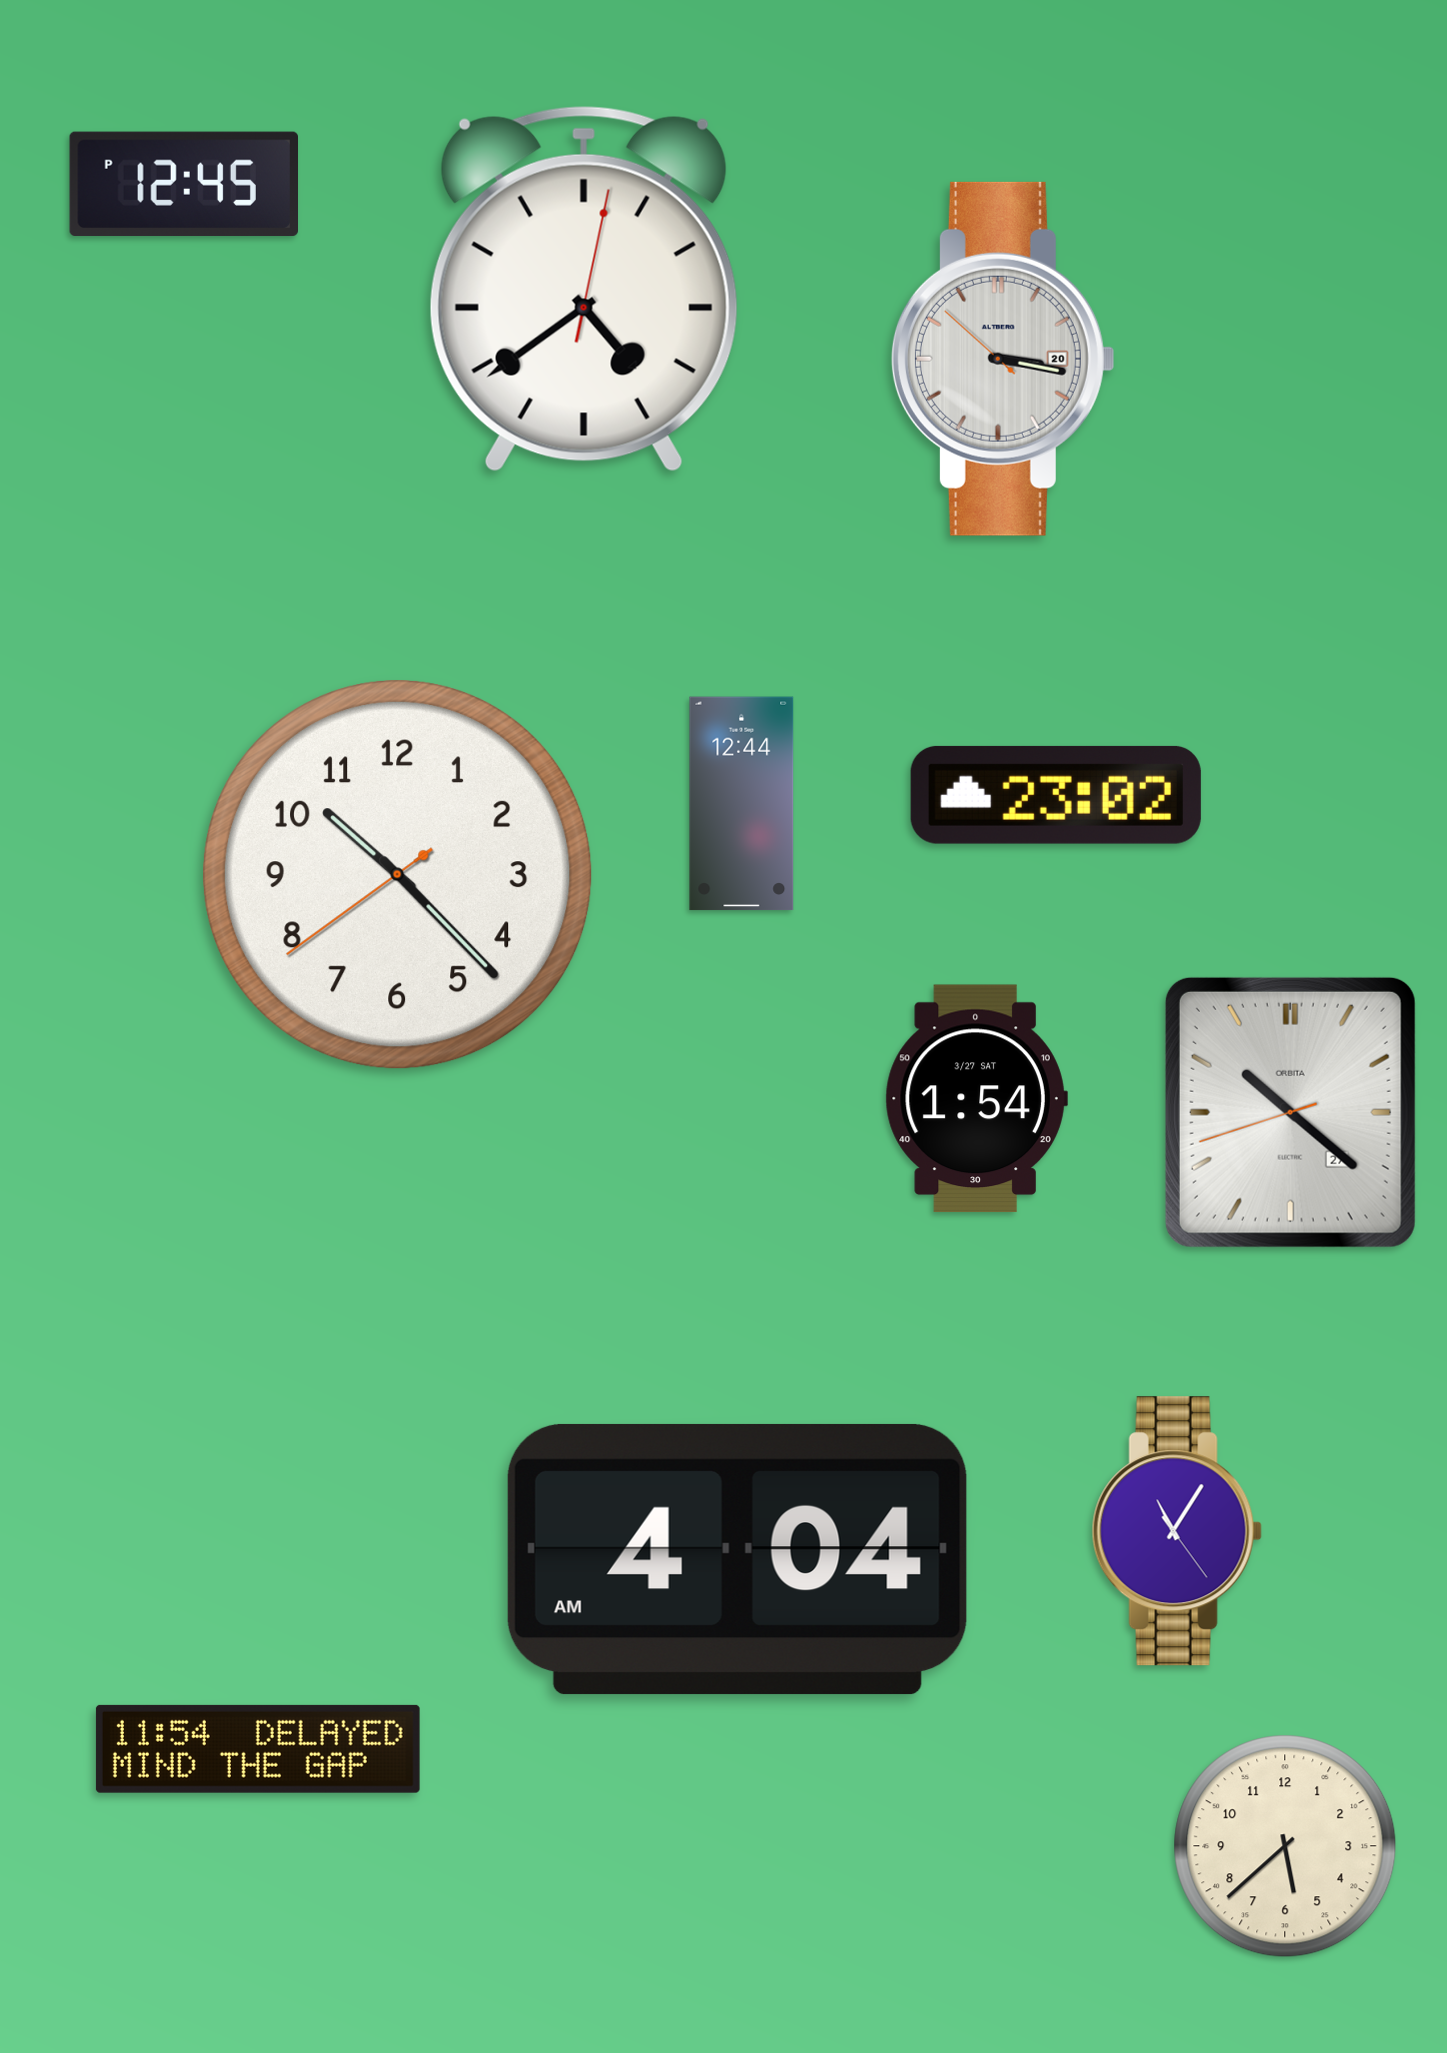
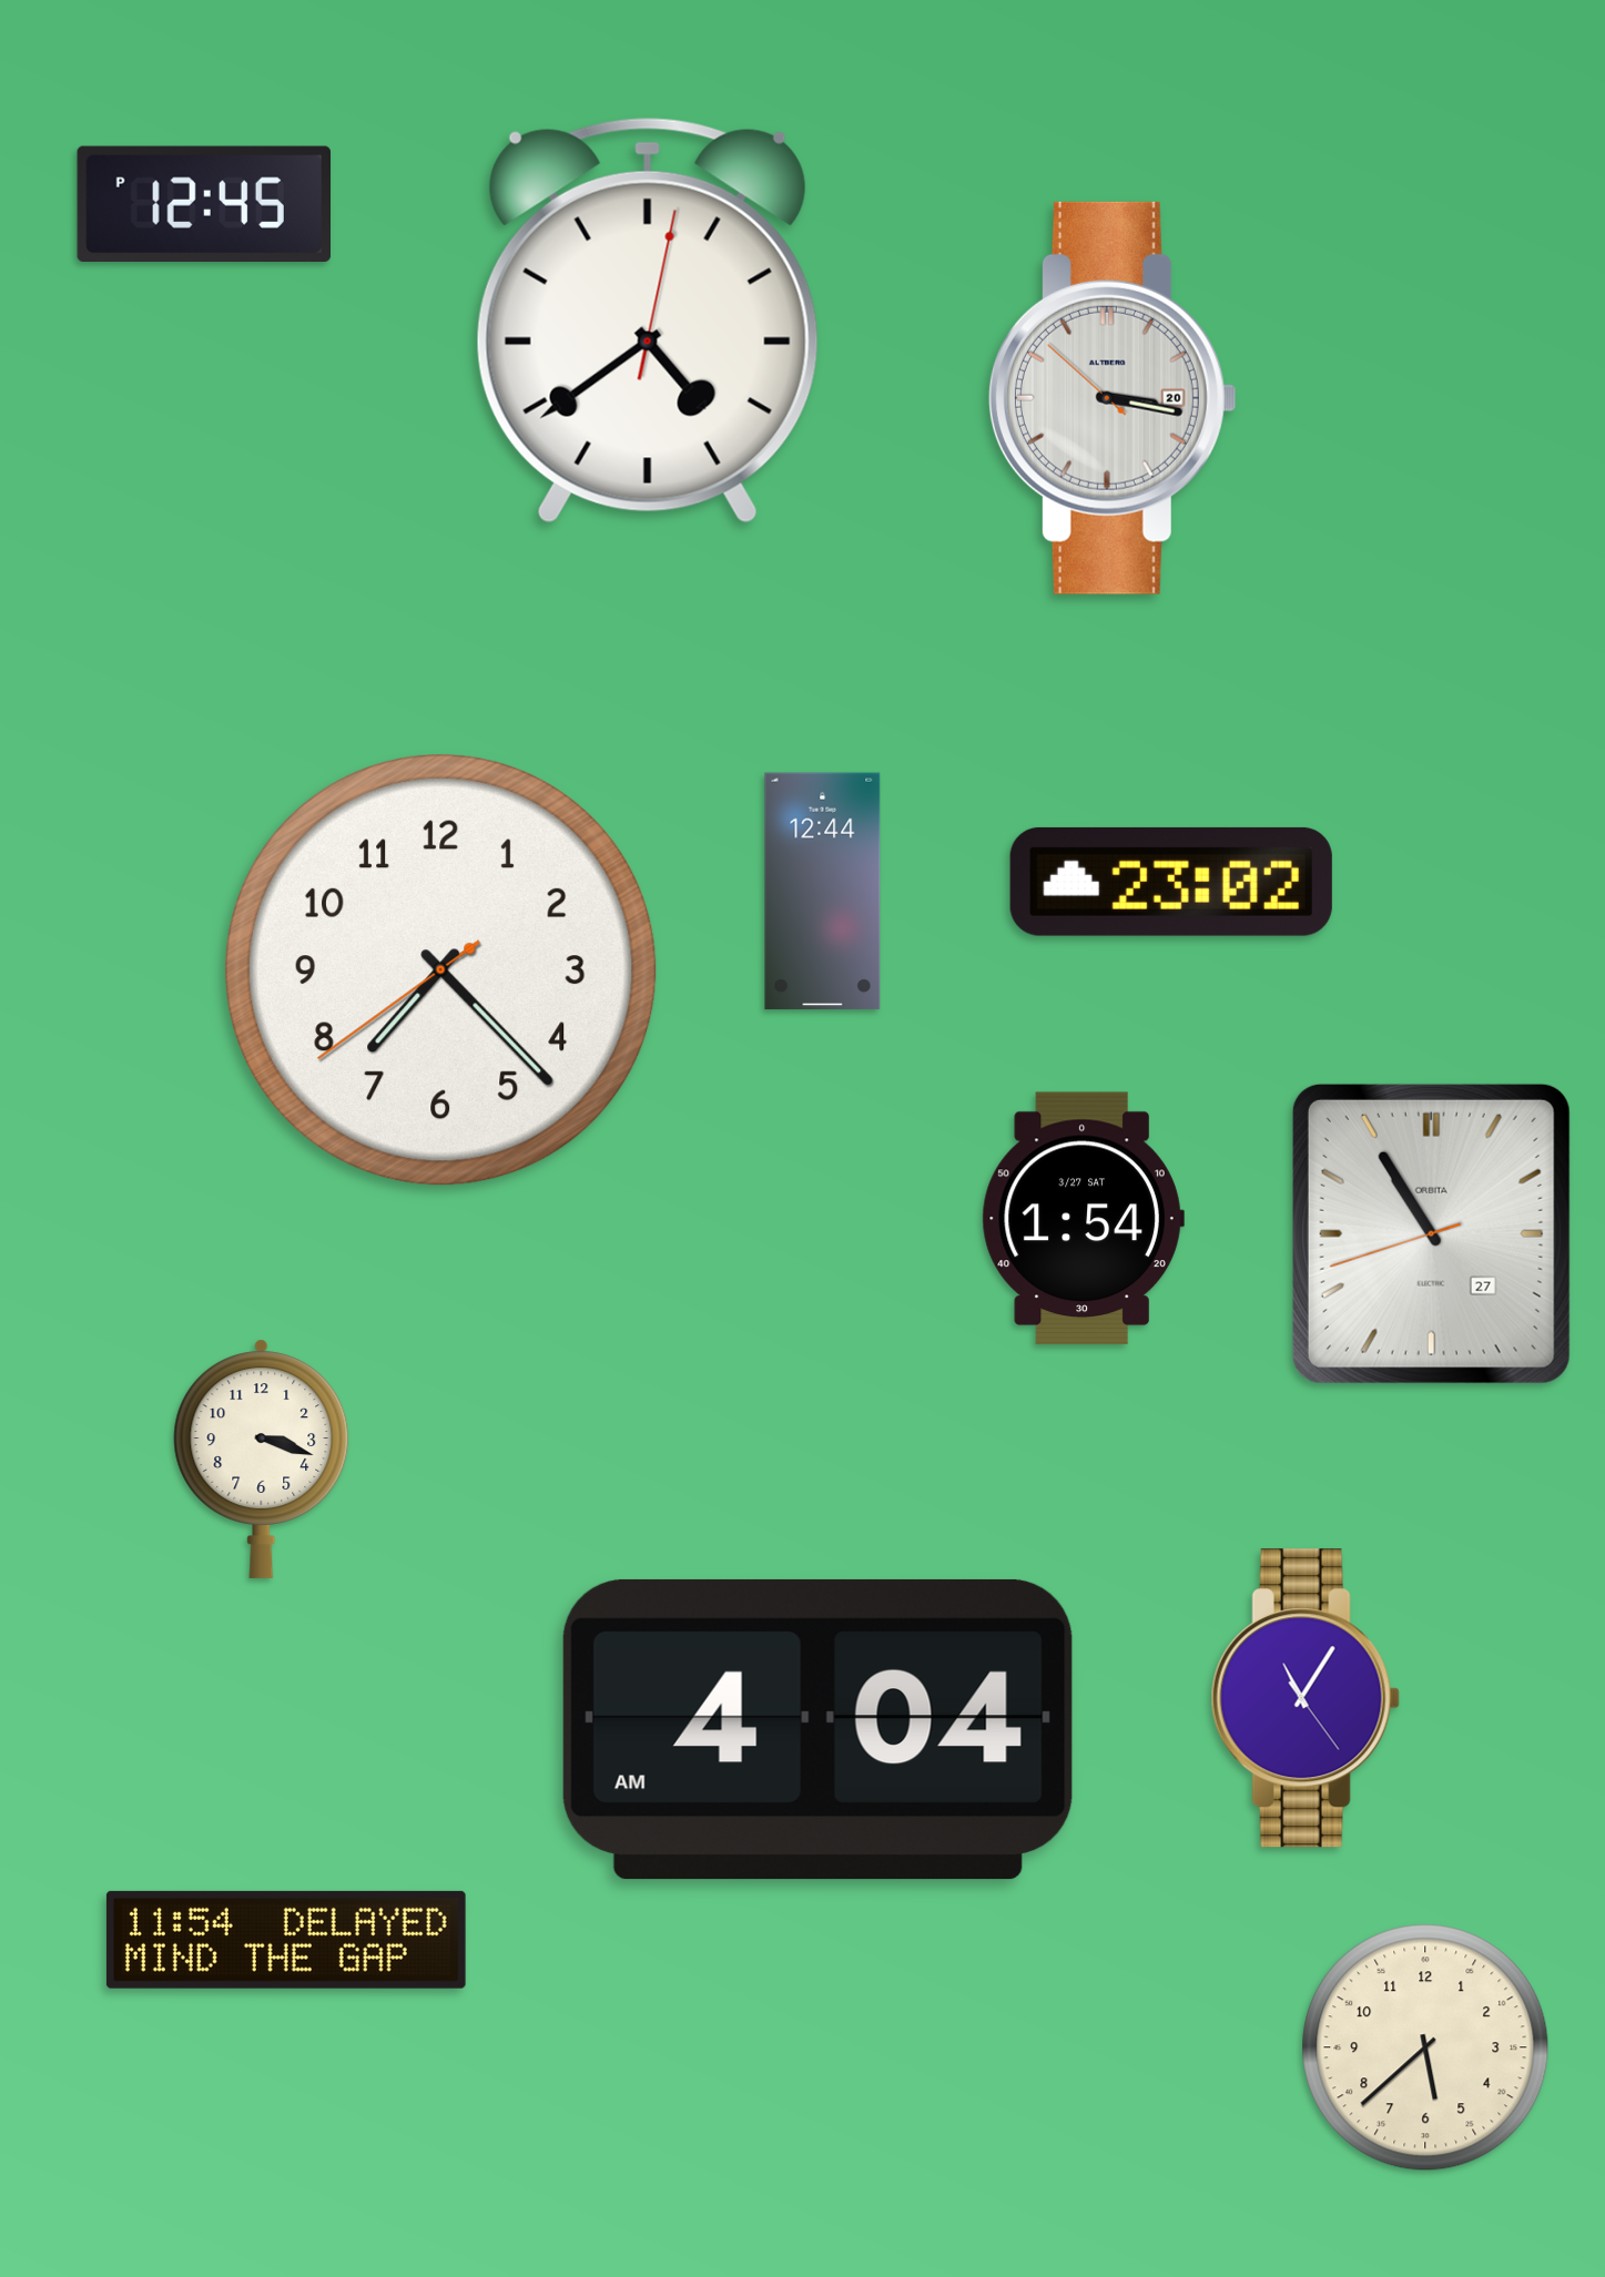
clock at (398, 875): 10:22 -> 7:22
clock at (1290, 1112): 10:21 -> 10:54
clock at (262, 1458): none -> 3:18
